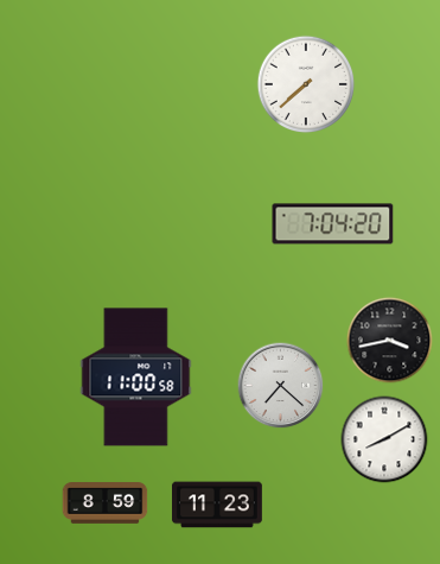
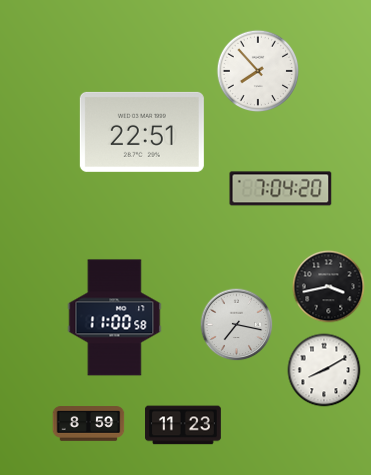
clock at (306, 84): 7:38 -> 7:53
clock at (142, 132): none -> 22:51
clock at (281, 386): 7:22 -> 7:17
